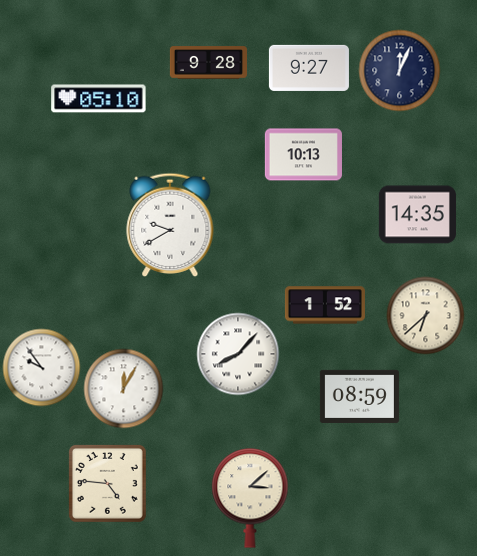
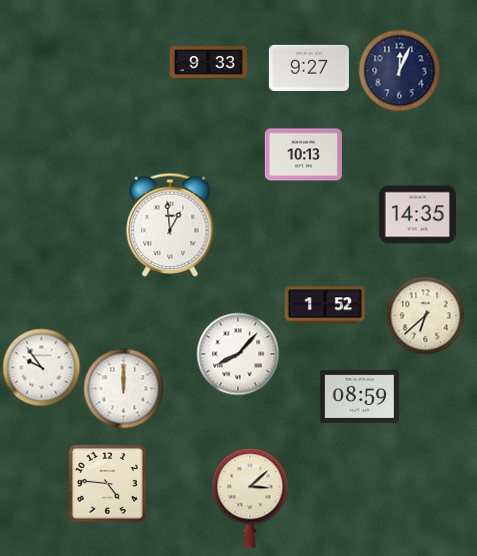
clock at (208, 63): 9:28 -> 9:33
clock at (99, 99): 05:10 -> none
clock at (170, 225): 9:40 -> 12:59
clock at (123, 388): 12:05 -> 12:00
